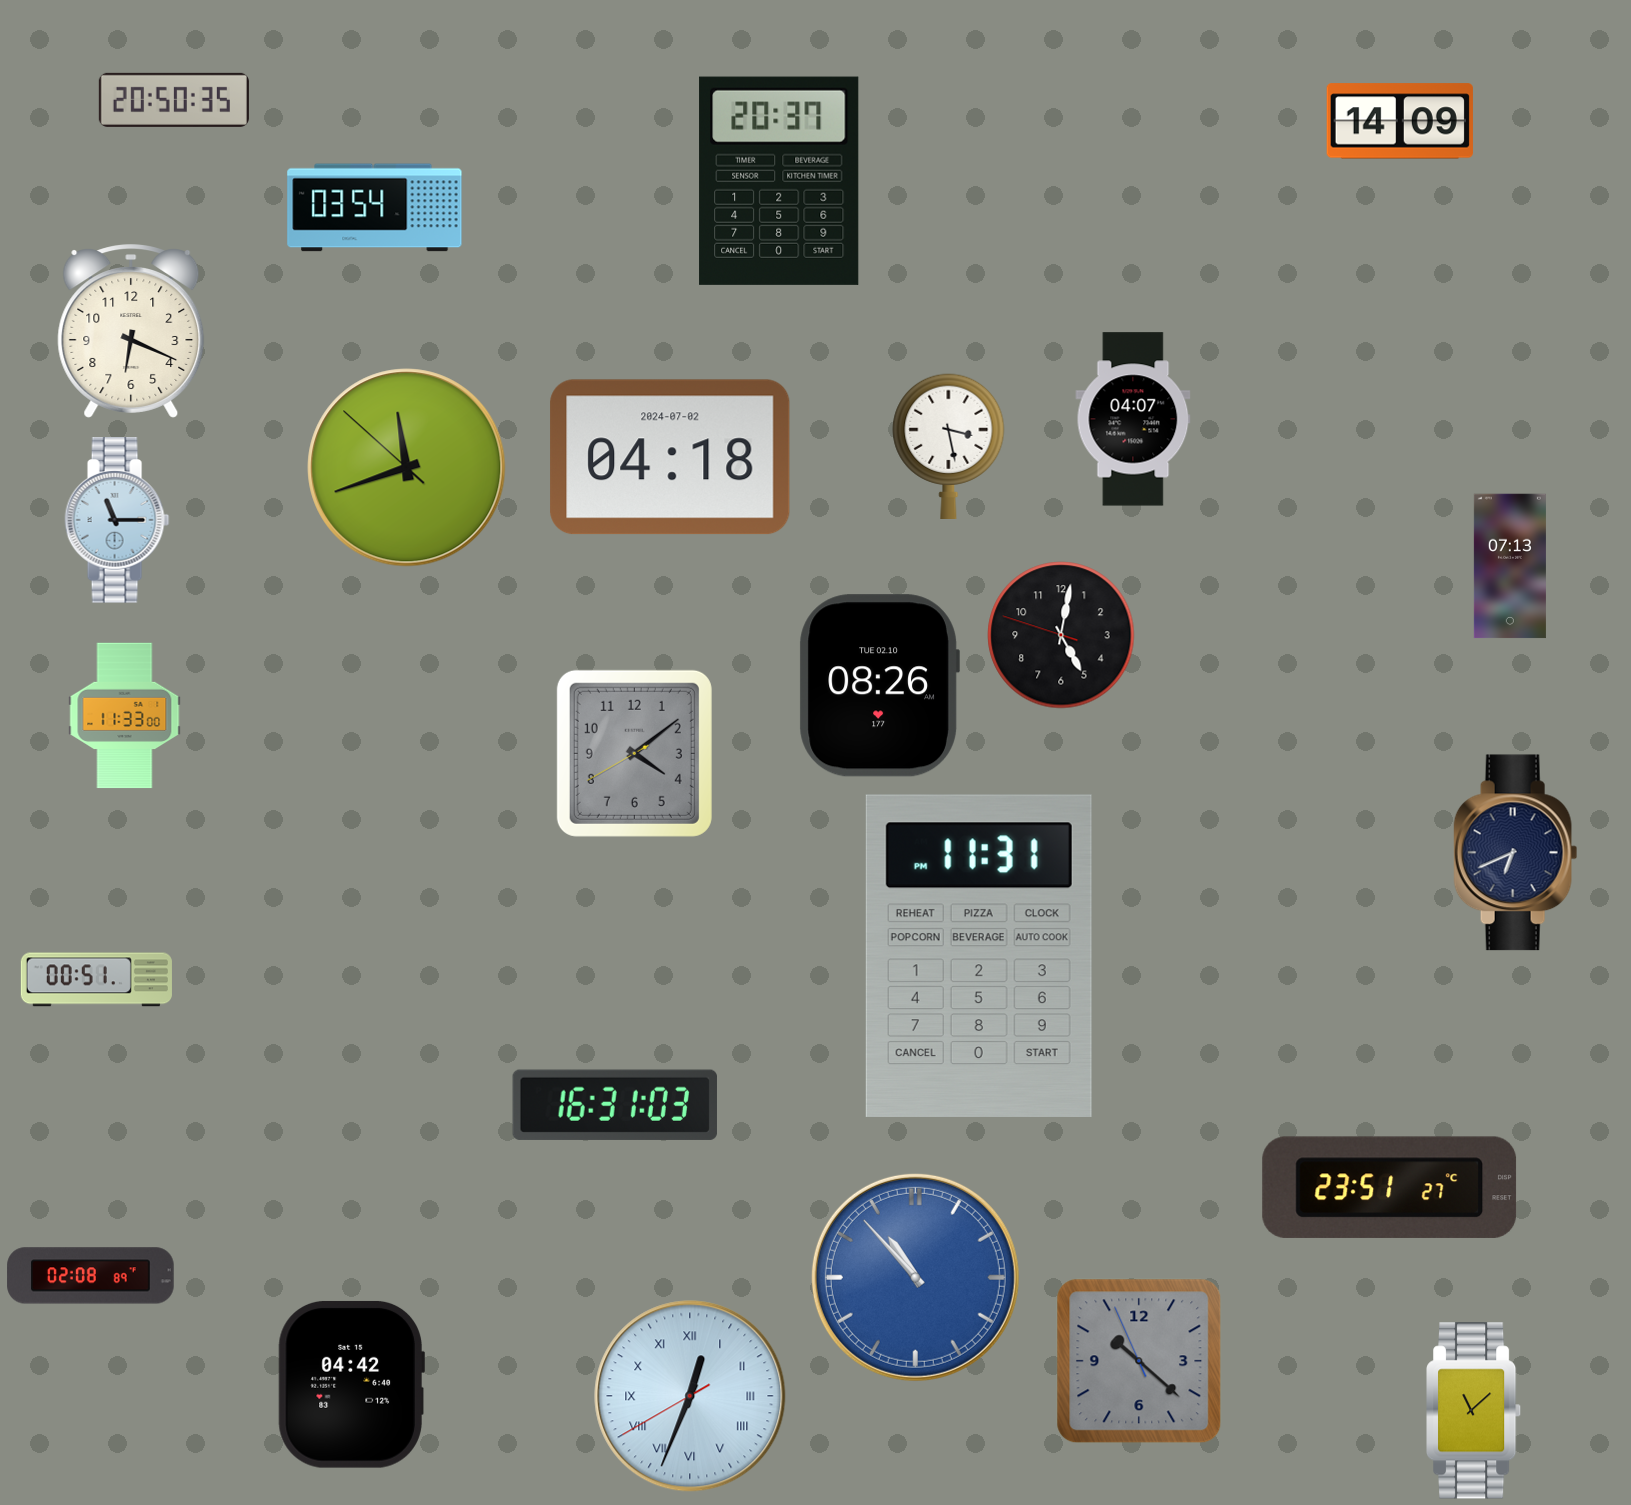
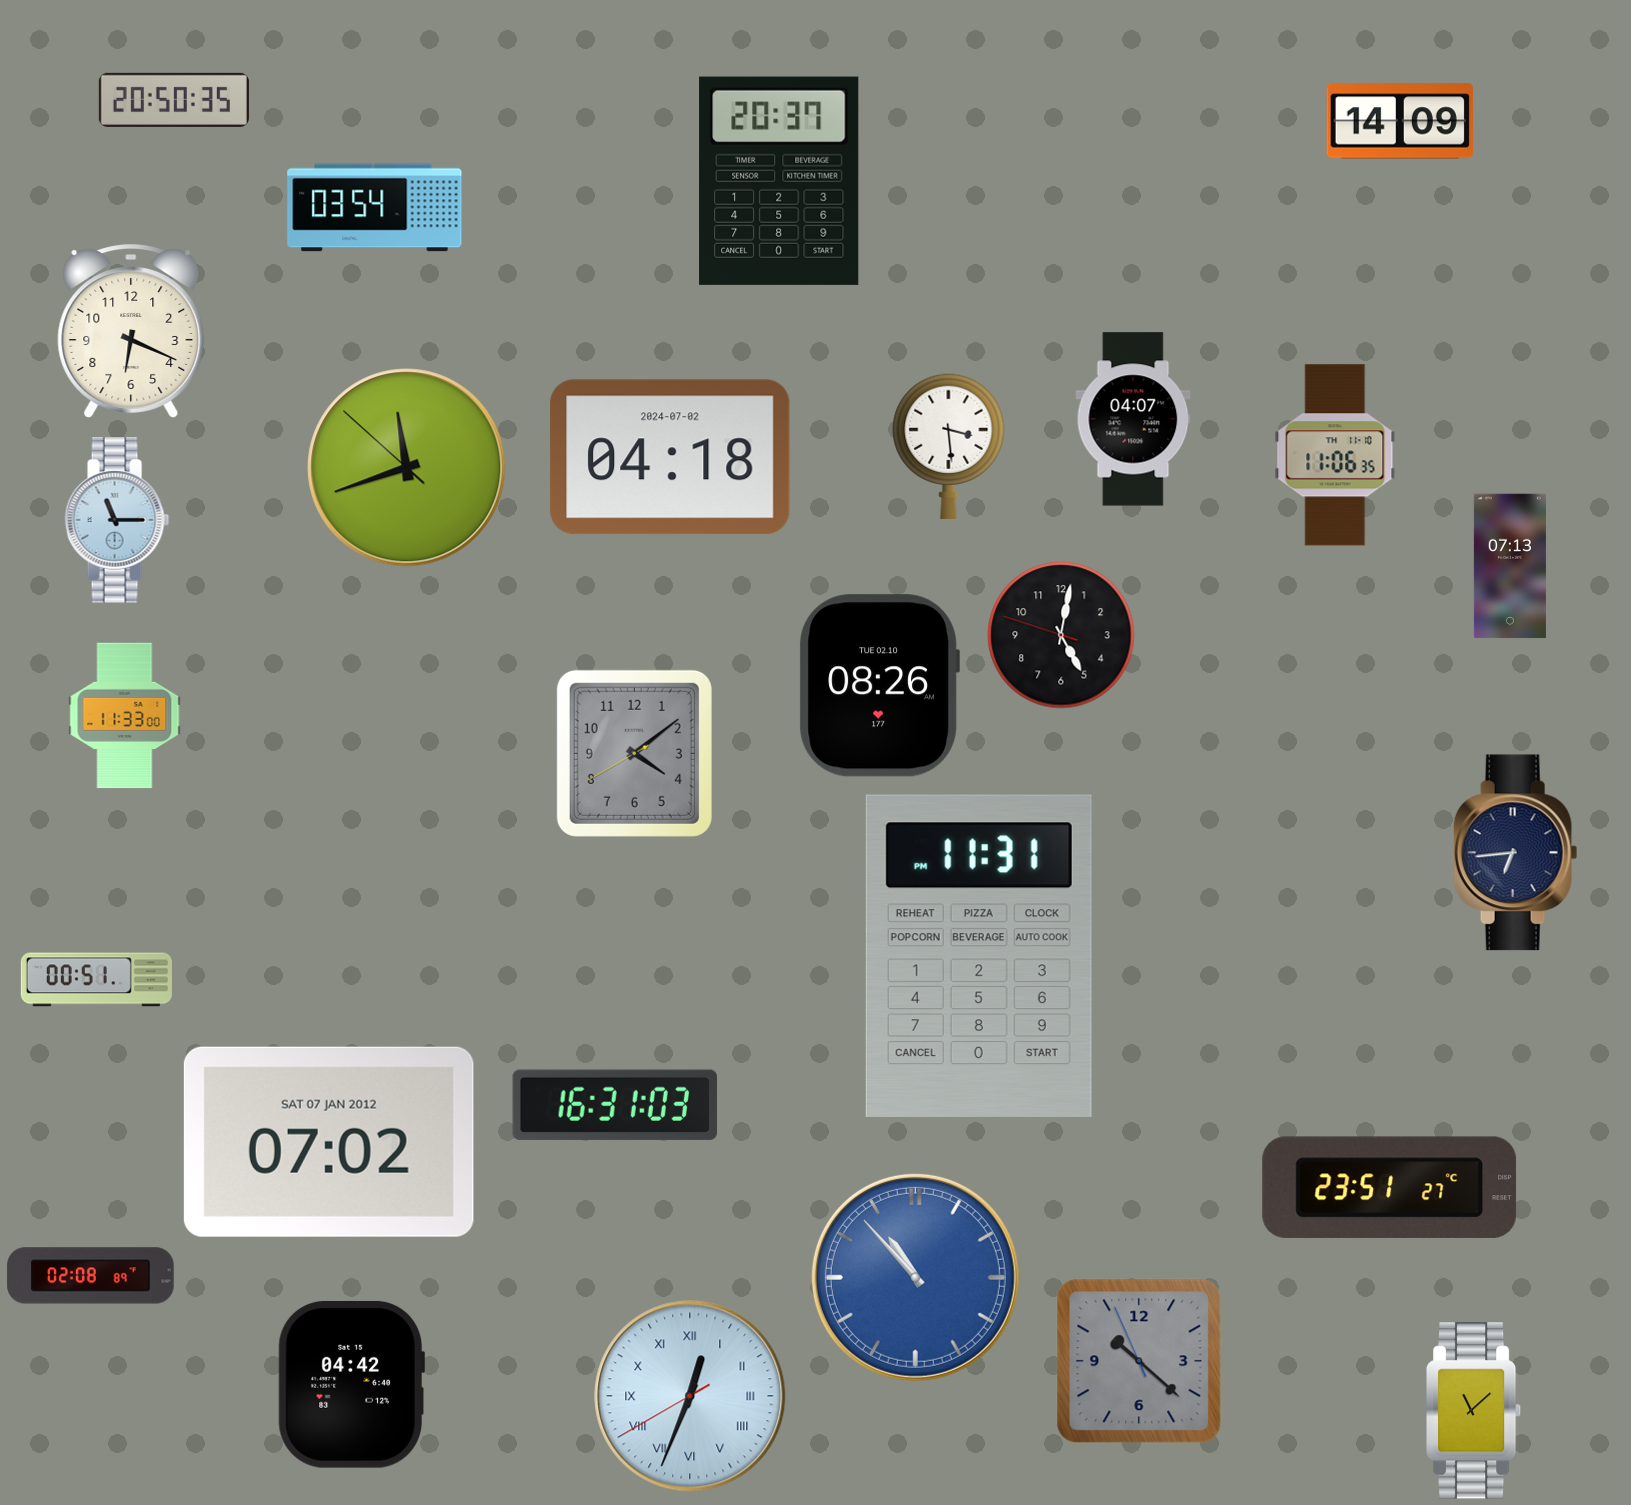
clock at (949, 446): 3:28 -> 3:29
clock at (1335, 455): none -> 11:06
clock at (1516, 853): 6:41 -> 6:44
clock at (329, 1142): none -> 07:02
